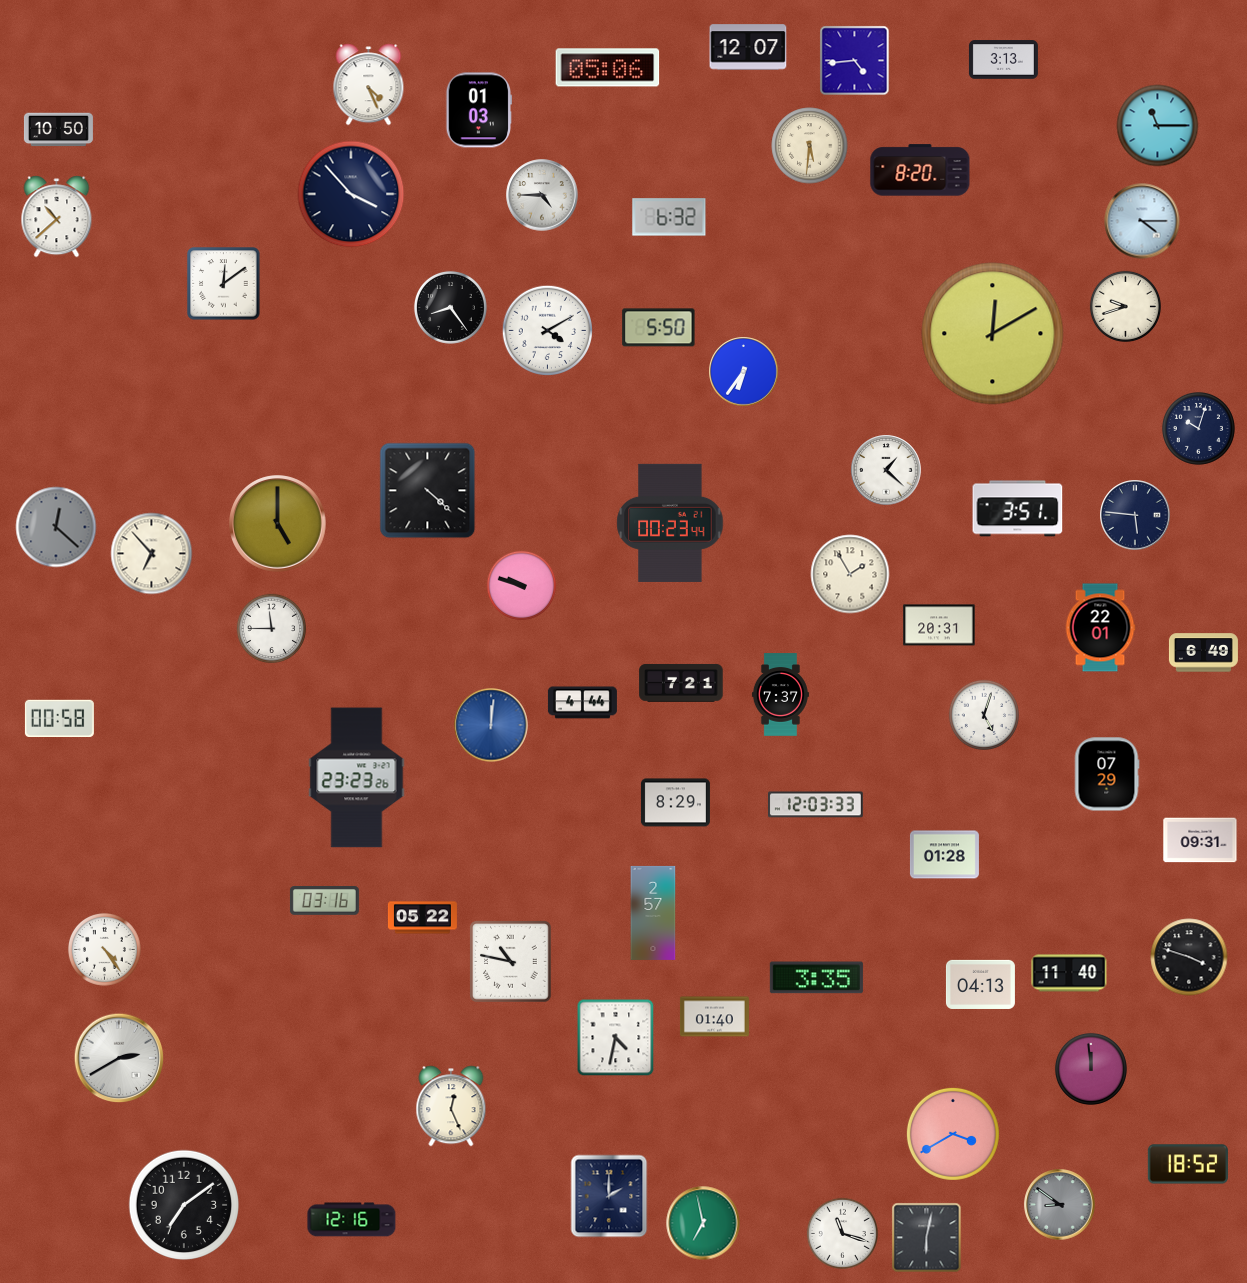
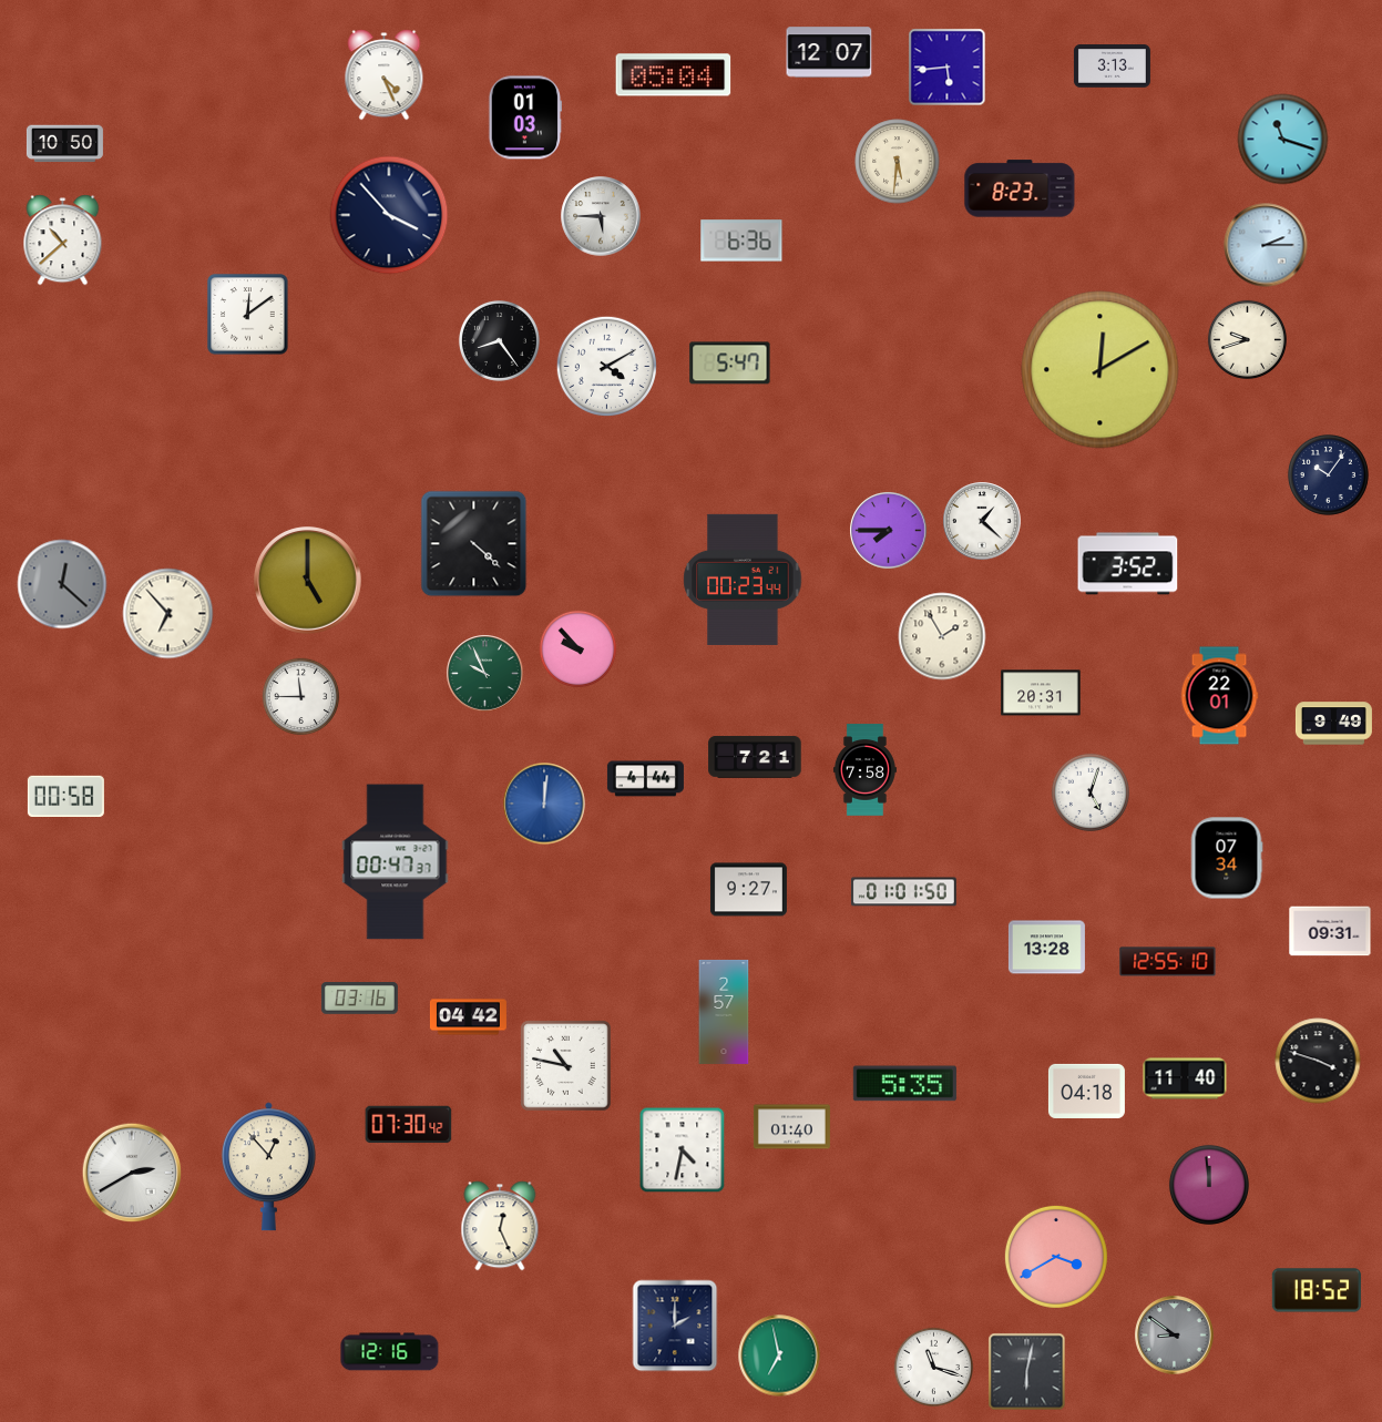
clock at (855, 61): 4:44 -> 5:44
clock at (608, 68): 05:06 -> 05:04
clock at (369, 85) position: (369, 85) -> (385, 75)
clock at (478, 110) position: (478, 110) -> (524, 117)
clock at (1158, 126): 11:15 -> 11:18
clock at (920, 170): 8:20 -> 8:23
clock at (542, 195): 4:45 -> 5:45
clock at (669, 217): 6:32 -> 6:36
clock at (1142, 221): 4:15 -> 2:15
clock at (659, 328): 5:50 -> 5:47
clock at (744, 372): 6:36 -> none
clock at (1198, 428): 10:03 -> 10:06
clock at (889, 531): none -> 7:45
clock at (1018, 509): 3:51 -> 3:52
clock at (1135, 515): 5:46 -> none
clock at (522, 586): 9:48 -> 9:53
clock at (485, 674): none -> 9:56
clock at (1203, 653): 6:49 -> 9:49
clock at (780, 695): 7:37 -> 7:58
clock at (1107, 774): 07:29 -> 07:34
clock at (357, 778): 23:23 -> 00:47
clock at (675, 803): 8:29 -> 9:27
clock at (816, 805): 12:03 -> 01:01
clock at (944, 855): 01:28 -> 13:28
clock at (1168, 962): none -> 12:55
clock at (422, 918): 05:22 -> 04:42
clock at (104, 949): 4:24 -> none
clock at (816, 978): 3:35 -> 5:35
clock at (980, 984): 04:13 -> 04:18
clock at (409, 1125): none -> 07:30
clock at (268, 1167): none -> 12:53
clock at (184, 1205): 7:09 -> none
